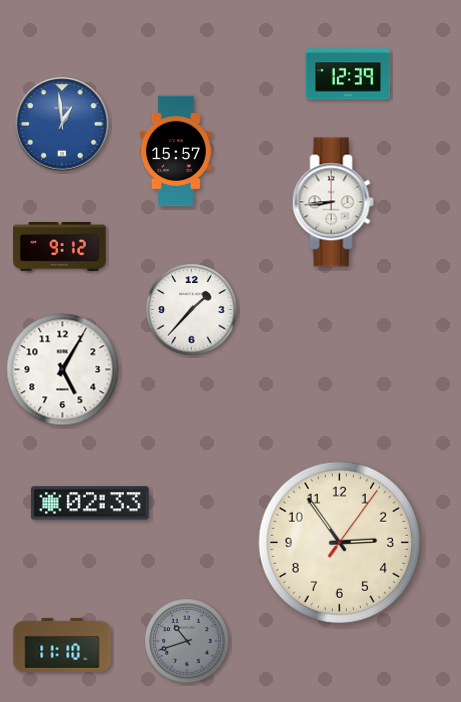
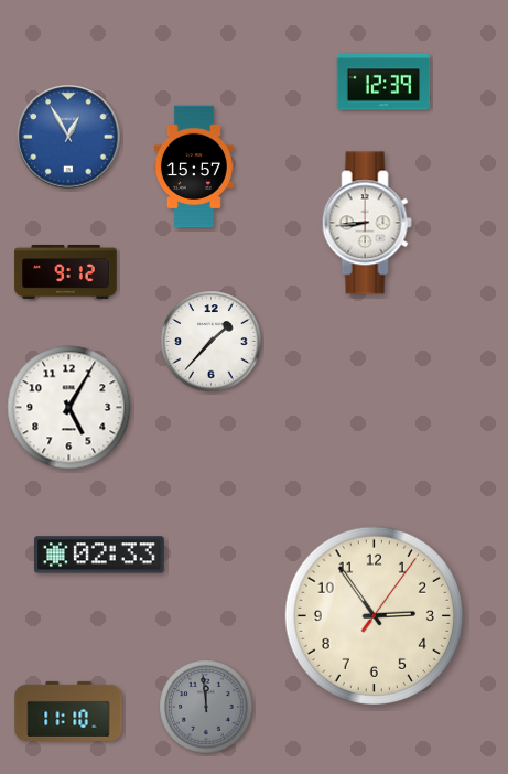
clock at (62, 124): 12:59 -> 12:55
clock at (339, 542) position: (339, 542) -> (374, 615)
clock at (187, 641): 10:42 -> 11:59
